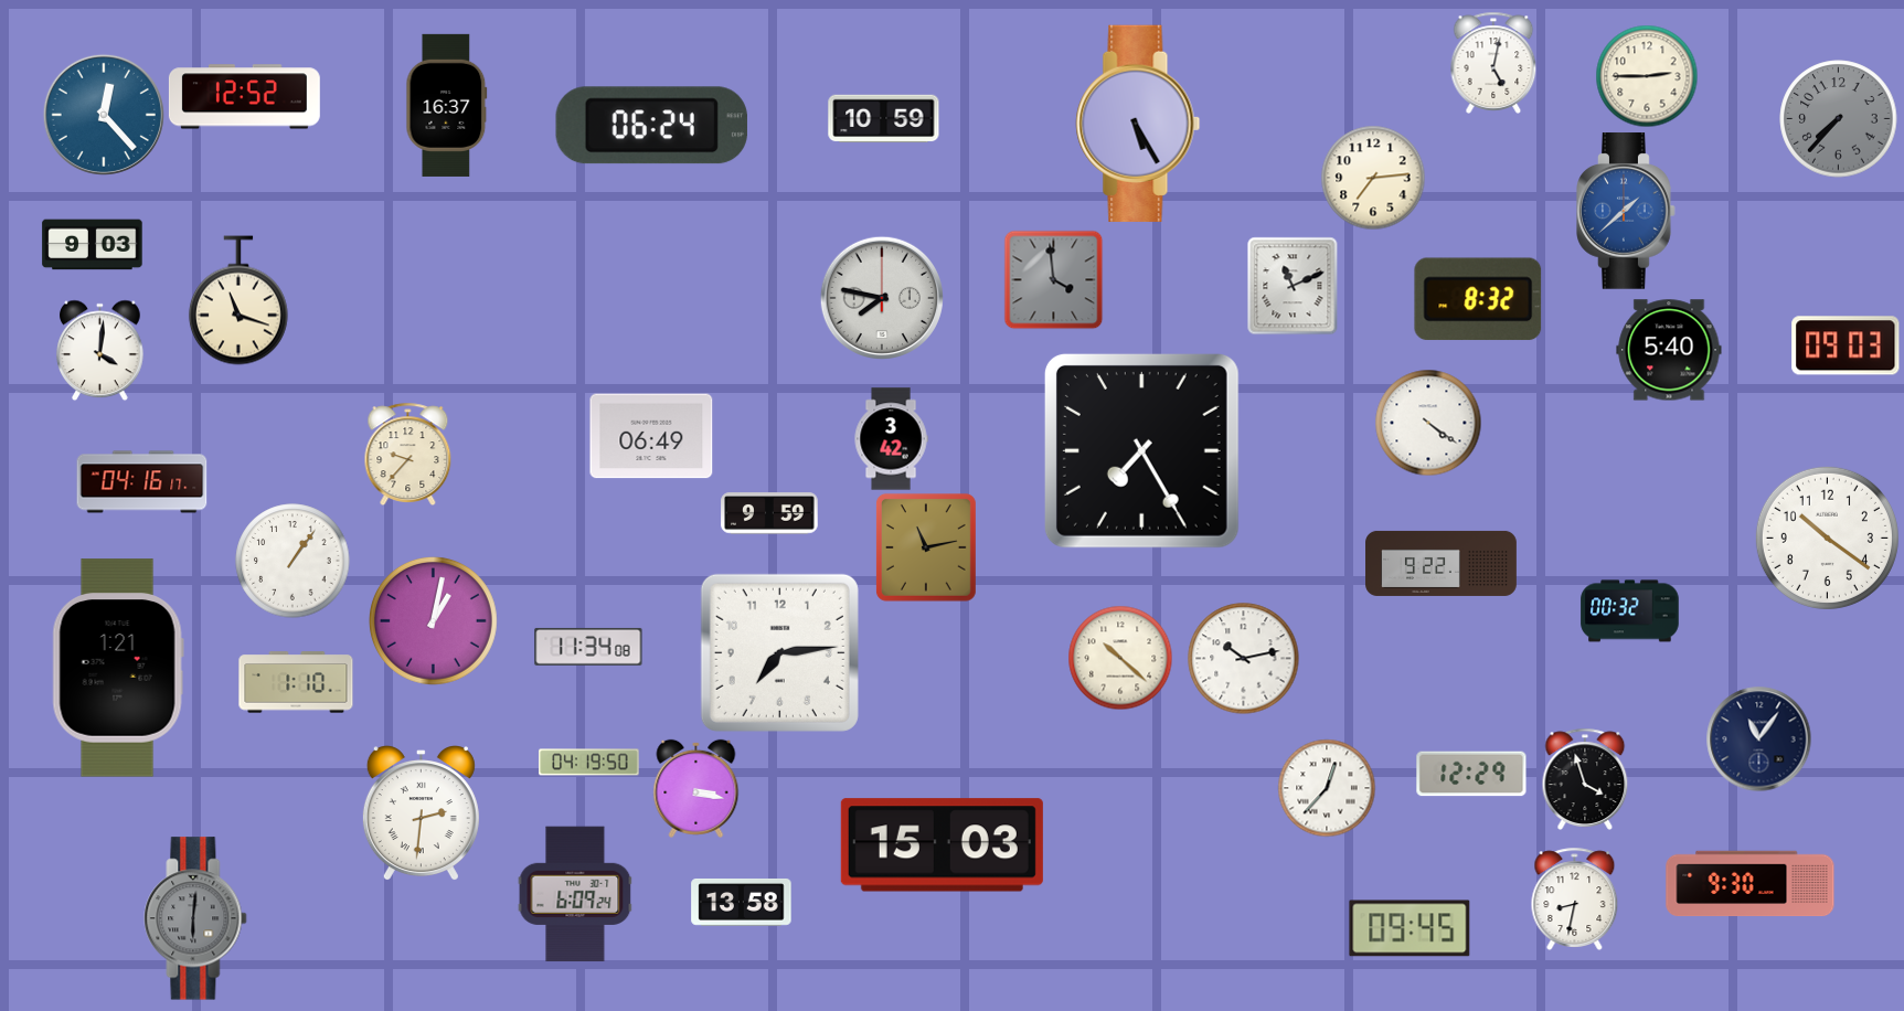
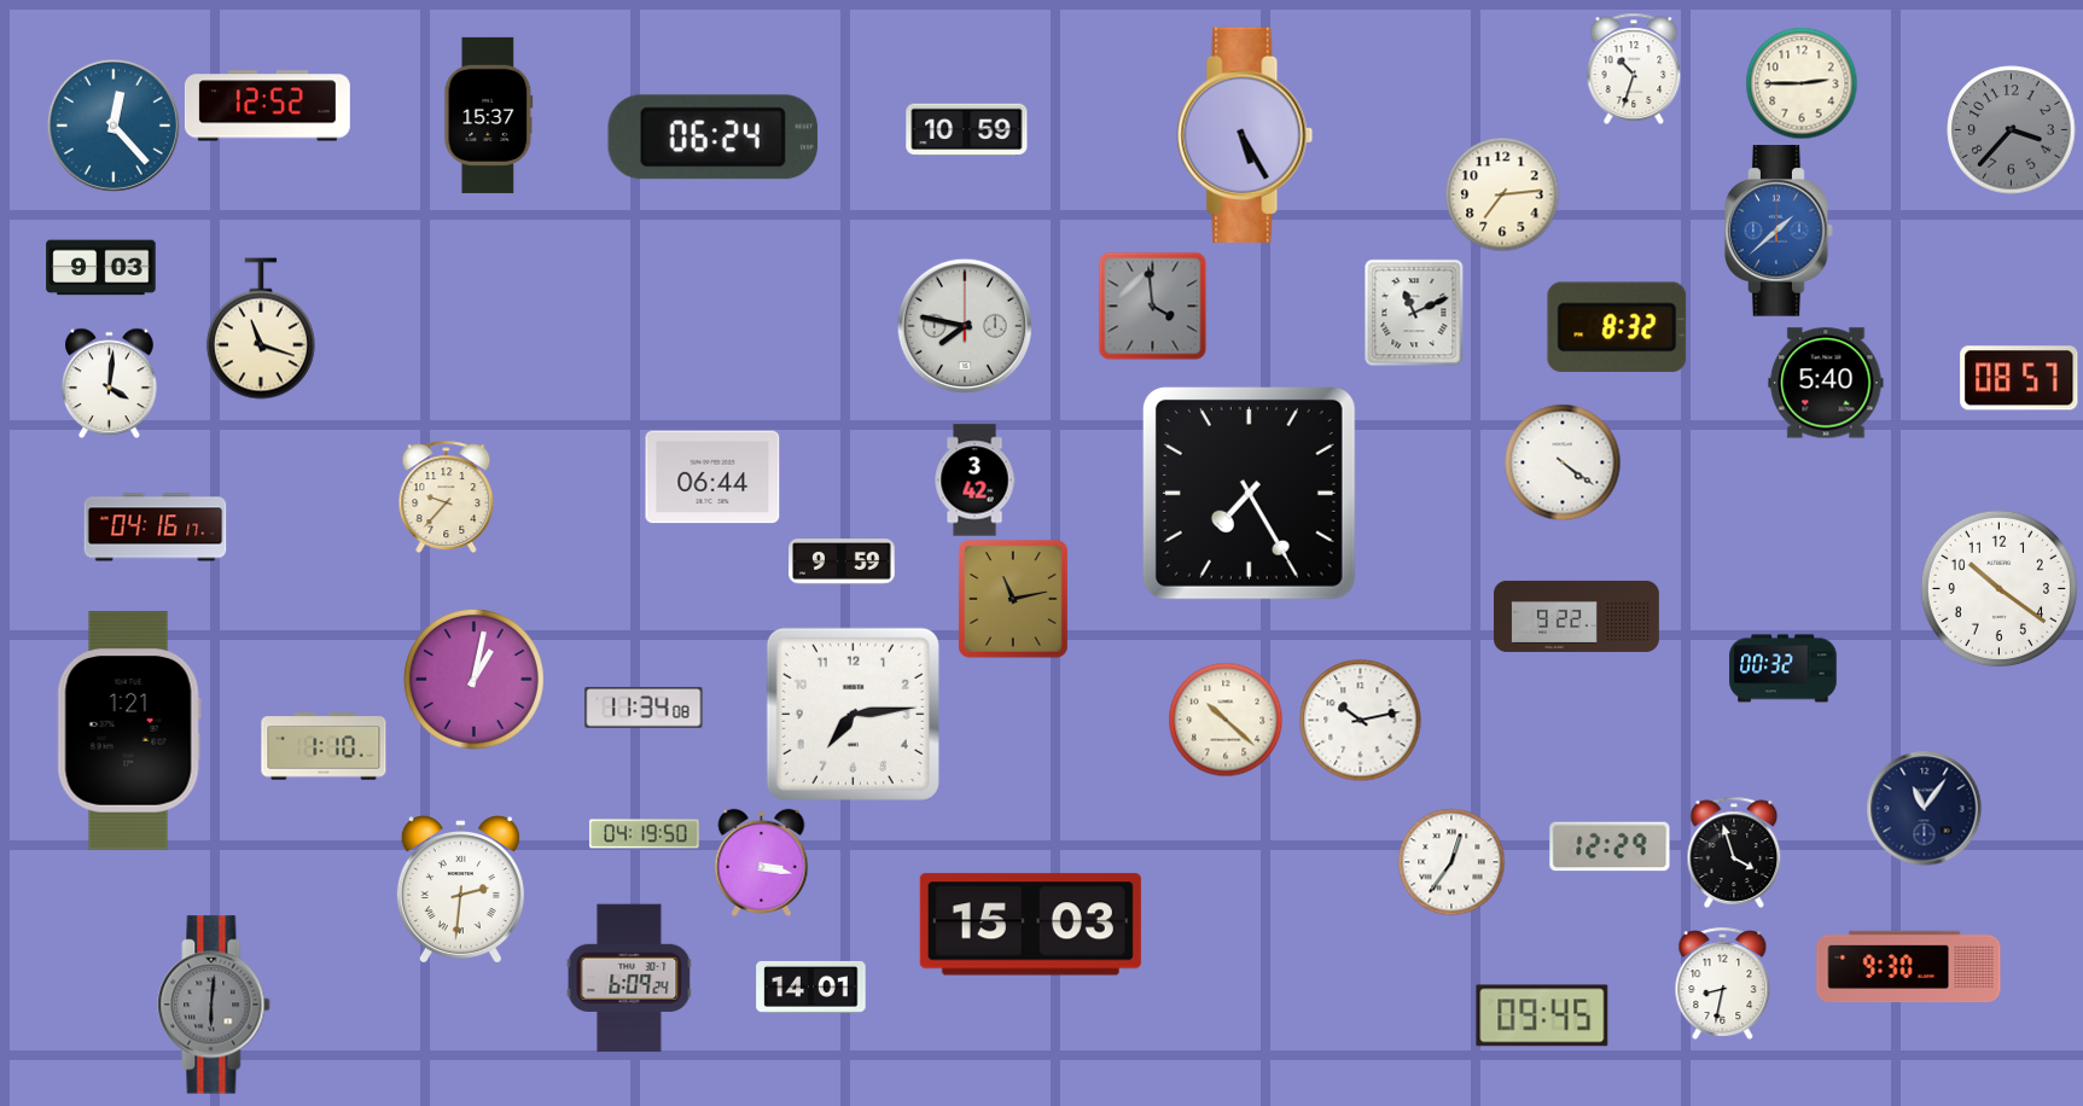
clock at (1493, 63): 5:02 -> 10:33
clock at (447, 105): 16:37 -> 15:37
clock at (1839, 119): 7:37 -> 3:37
clock at (1846, 345): 09:03 -> 08:57
clock at (651, 436): 06:49 -> 06:44
clock at (292, 561): 1:06 -> none
clock at (1327, 788): 12:37 -> 12:36
clock at (1751, 884) position: (1751, 884) -> (1909, 967)
clock at (742, 902): 13:58 -> 14:01
